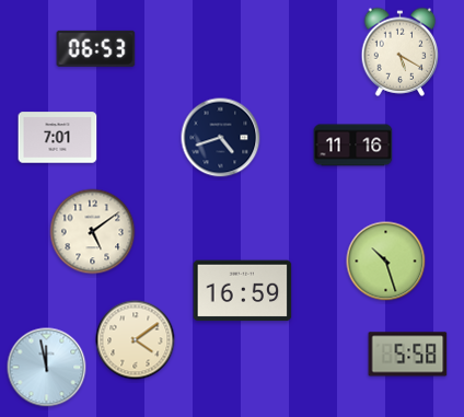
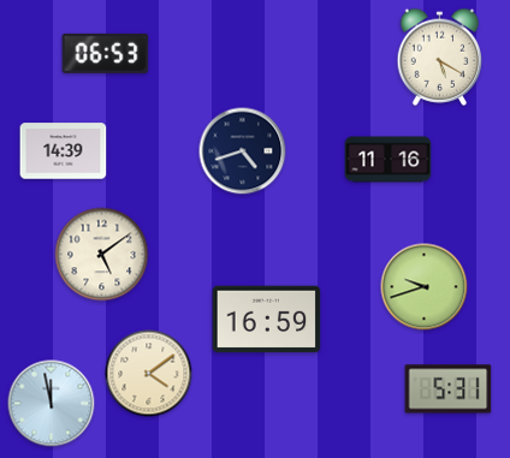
clock at (58, 138): 7:01 -> 14:39
clock at (386, 262): 10:27 -> 9:42
clock at (408, 355): 5:58 -> 5:31
